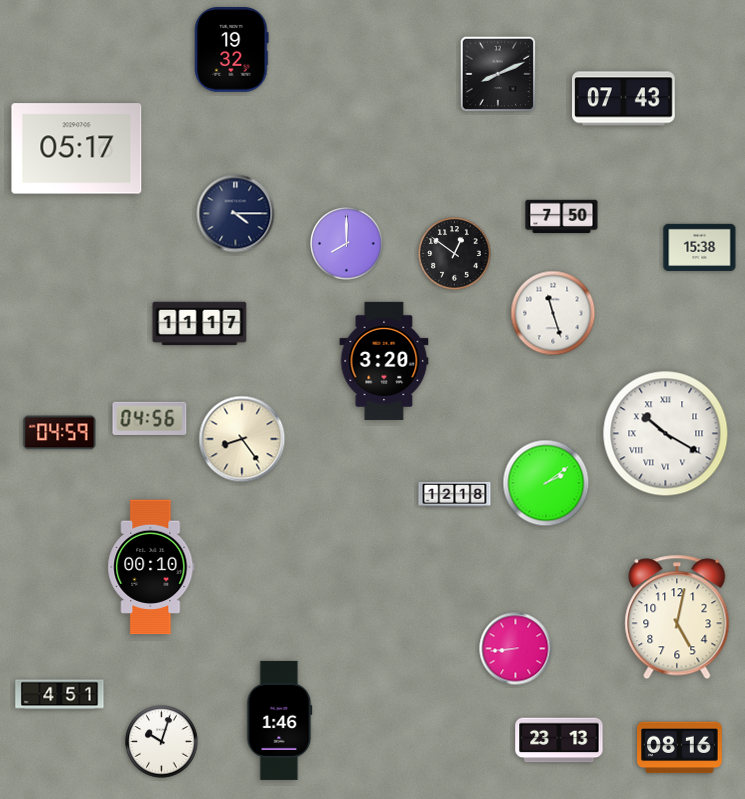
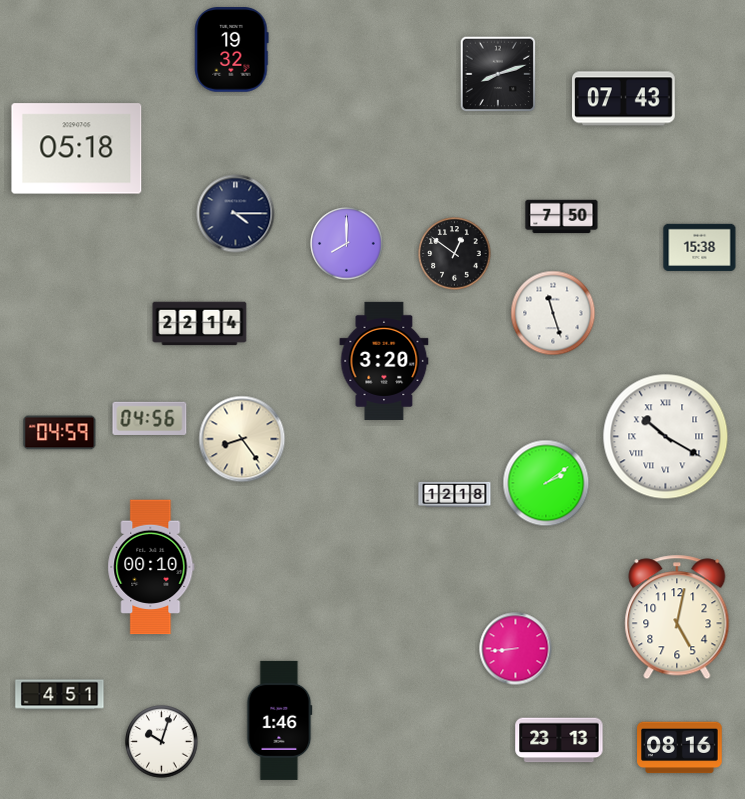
clock at (498, 74): 8:11 -> 8:12
clock at (77, 149): 05:17 -> 05:18
clock at (200, 324): 11:17 -> 22:14
clock at (666, 434) position: (666, 434) -> (666, 437)
